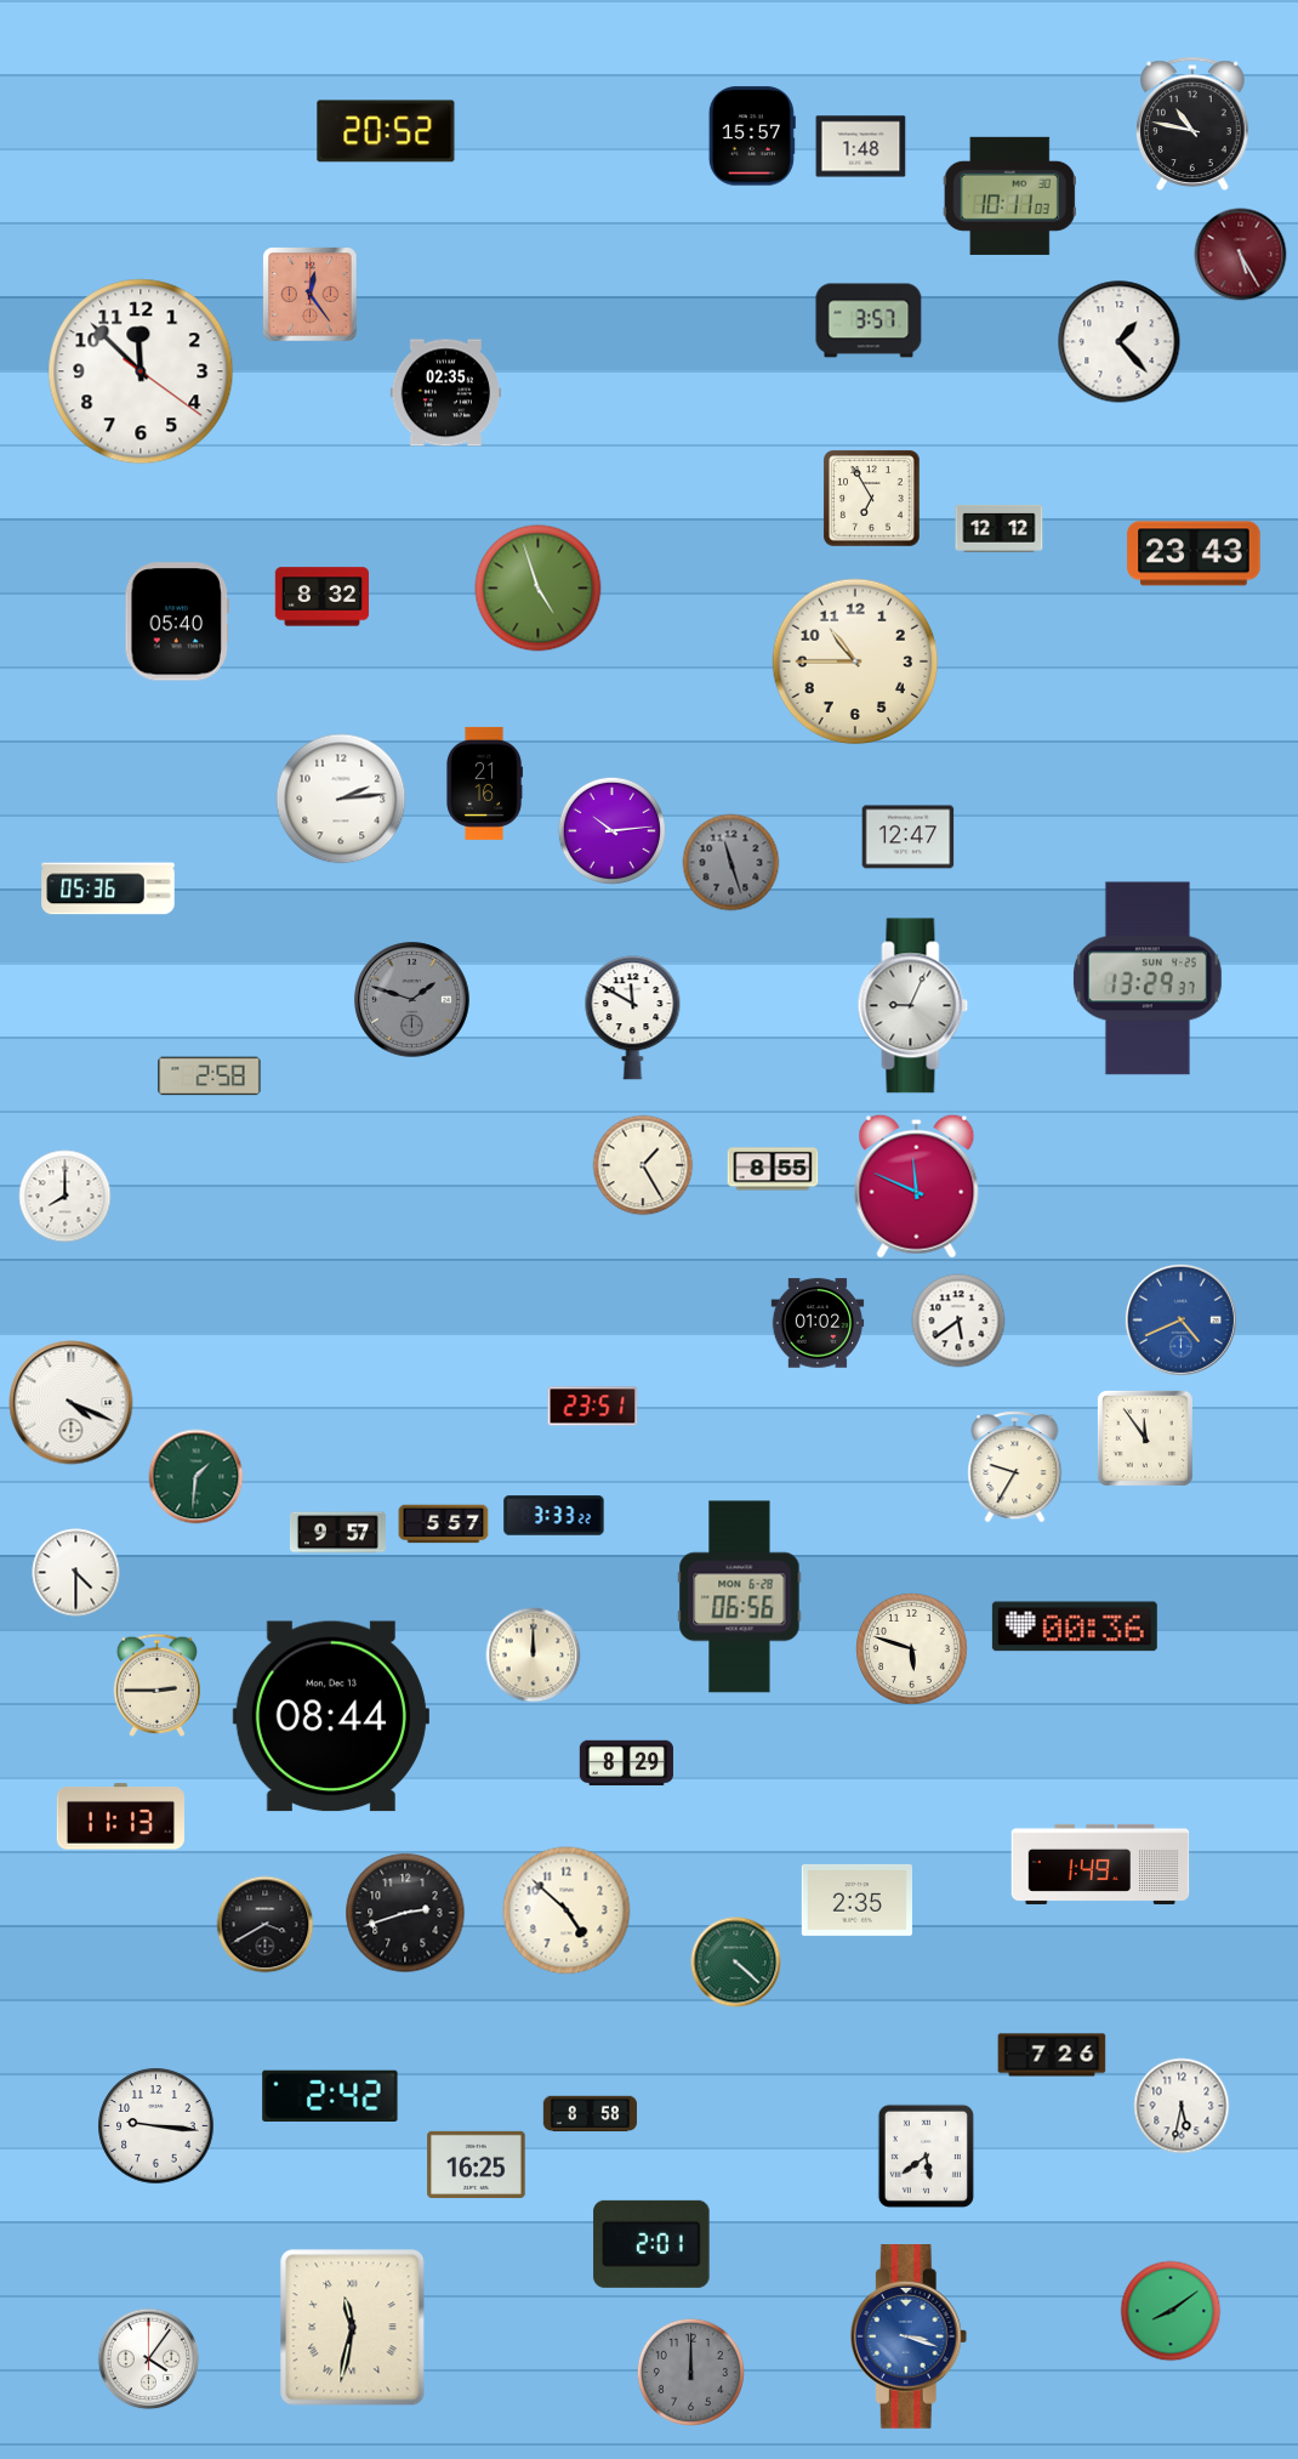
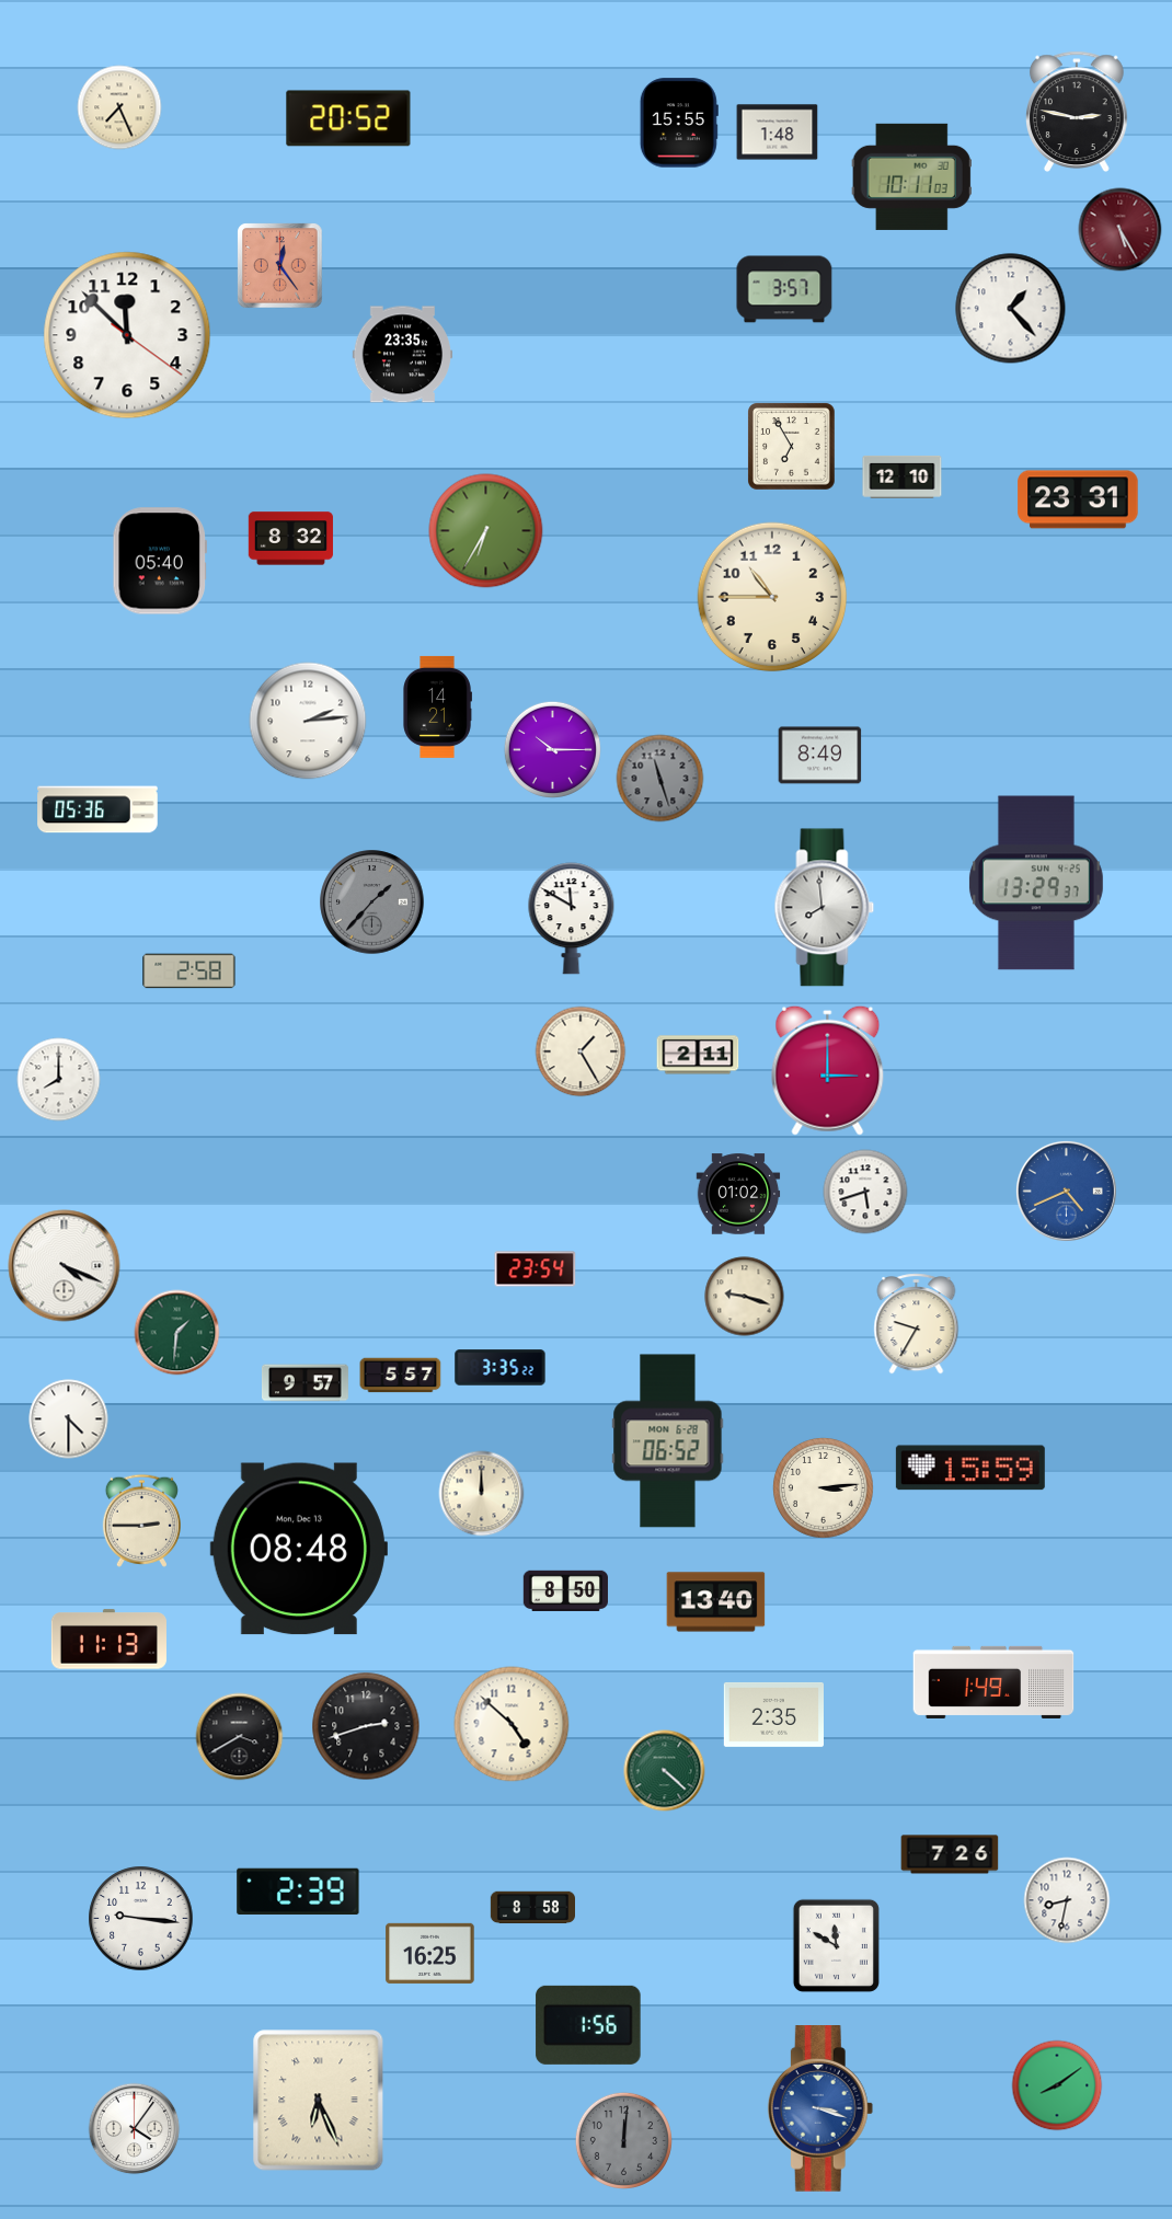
clock at (119, 107): none -> 7:26
clock at (1194, 124): 10:47 -> 2:47
clock at (752, 136): 15:57 -> 15:55
clock at (445, 393): 02:35 -> 23:35
clock at (872, 499) position: (872, 499) -> (792, 447)
clock at (1000, 528): 12:12 -> 12:10
clock at (1194, 553): 23:43 -> 23:31
clock at (539, 589): 4:57 -> 6:35
clock at (484, 783): 21:16 -> 14:21
clock at (611, 830): 10:14 -> 10:15
clock at (909, 837): 12:47 -> 8:49
clock at (108, 888) position: (108, 888) -> (97, 809)
clock at (412, 1000): 1:48 -> 1:37
clock at (913, 1006): 9:04 -> 7:59
clock at (773, 1169): 8:55 -> 2:11
clock at (917, 1186): 11:49 -> 3:00
clock at (958, 1321): 5:39 -> 5:42
clock at (593, 1407): 23:51 -> 23:54
clock at (745, 1297): none -> 9:18
clock at (1145, 1438): 11:54 -> none
clock at (554, 1516): 3:33 -> 3:35
clock at (740, 1597): 06:56 -> 06:52
clock at (1075, 1626): 00:36 -> 15:59
clock at (911, 1648): 5:48 -> 3:14
clock at (331, 1716): 08:44 -> 08:48
clock at (626, 1762): 8:29 -> 8:50
clock at (716, 1602): none -> 13:40
clock at (330, 2095): 2:42 -> 2:39
clock at (1182, 2106): 5:32 -> 8:32
clock at (926, 2156): 5:39 -> 11:50
clock at (651, 2244): 2:01 -> 1:56
clock at (353, 2328): 11:32 -> 6:26
clock at (690, 2372): 12:00 -> 12:01
